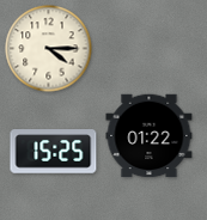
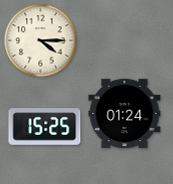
clock at (150, 136): 01:22 -> 01:24
